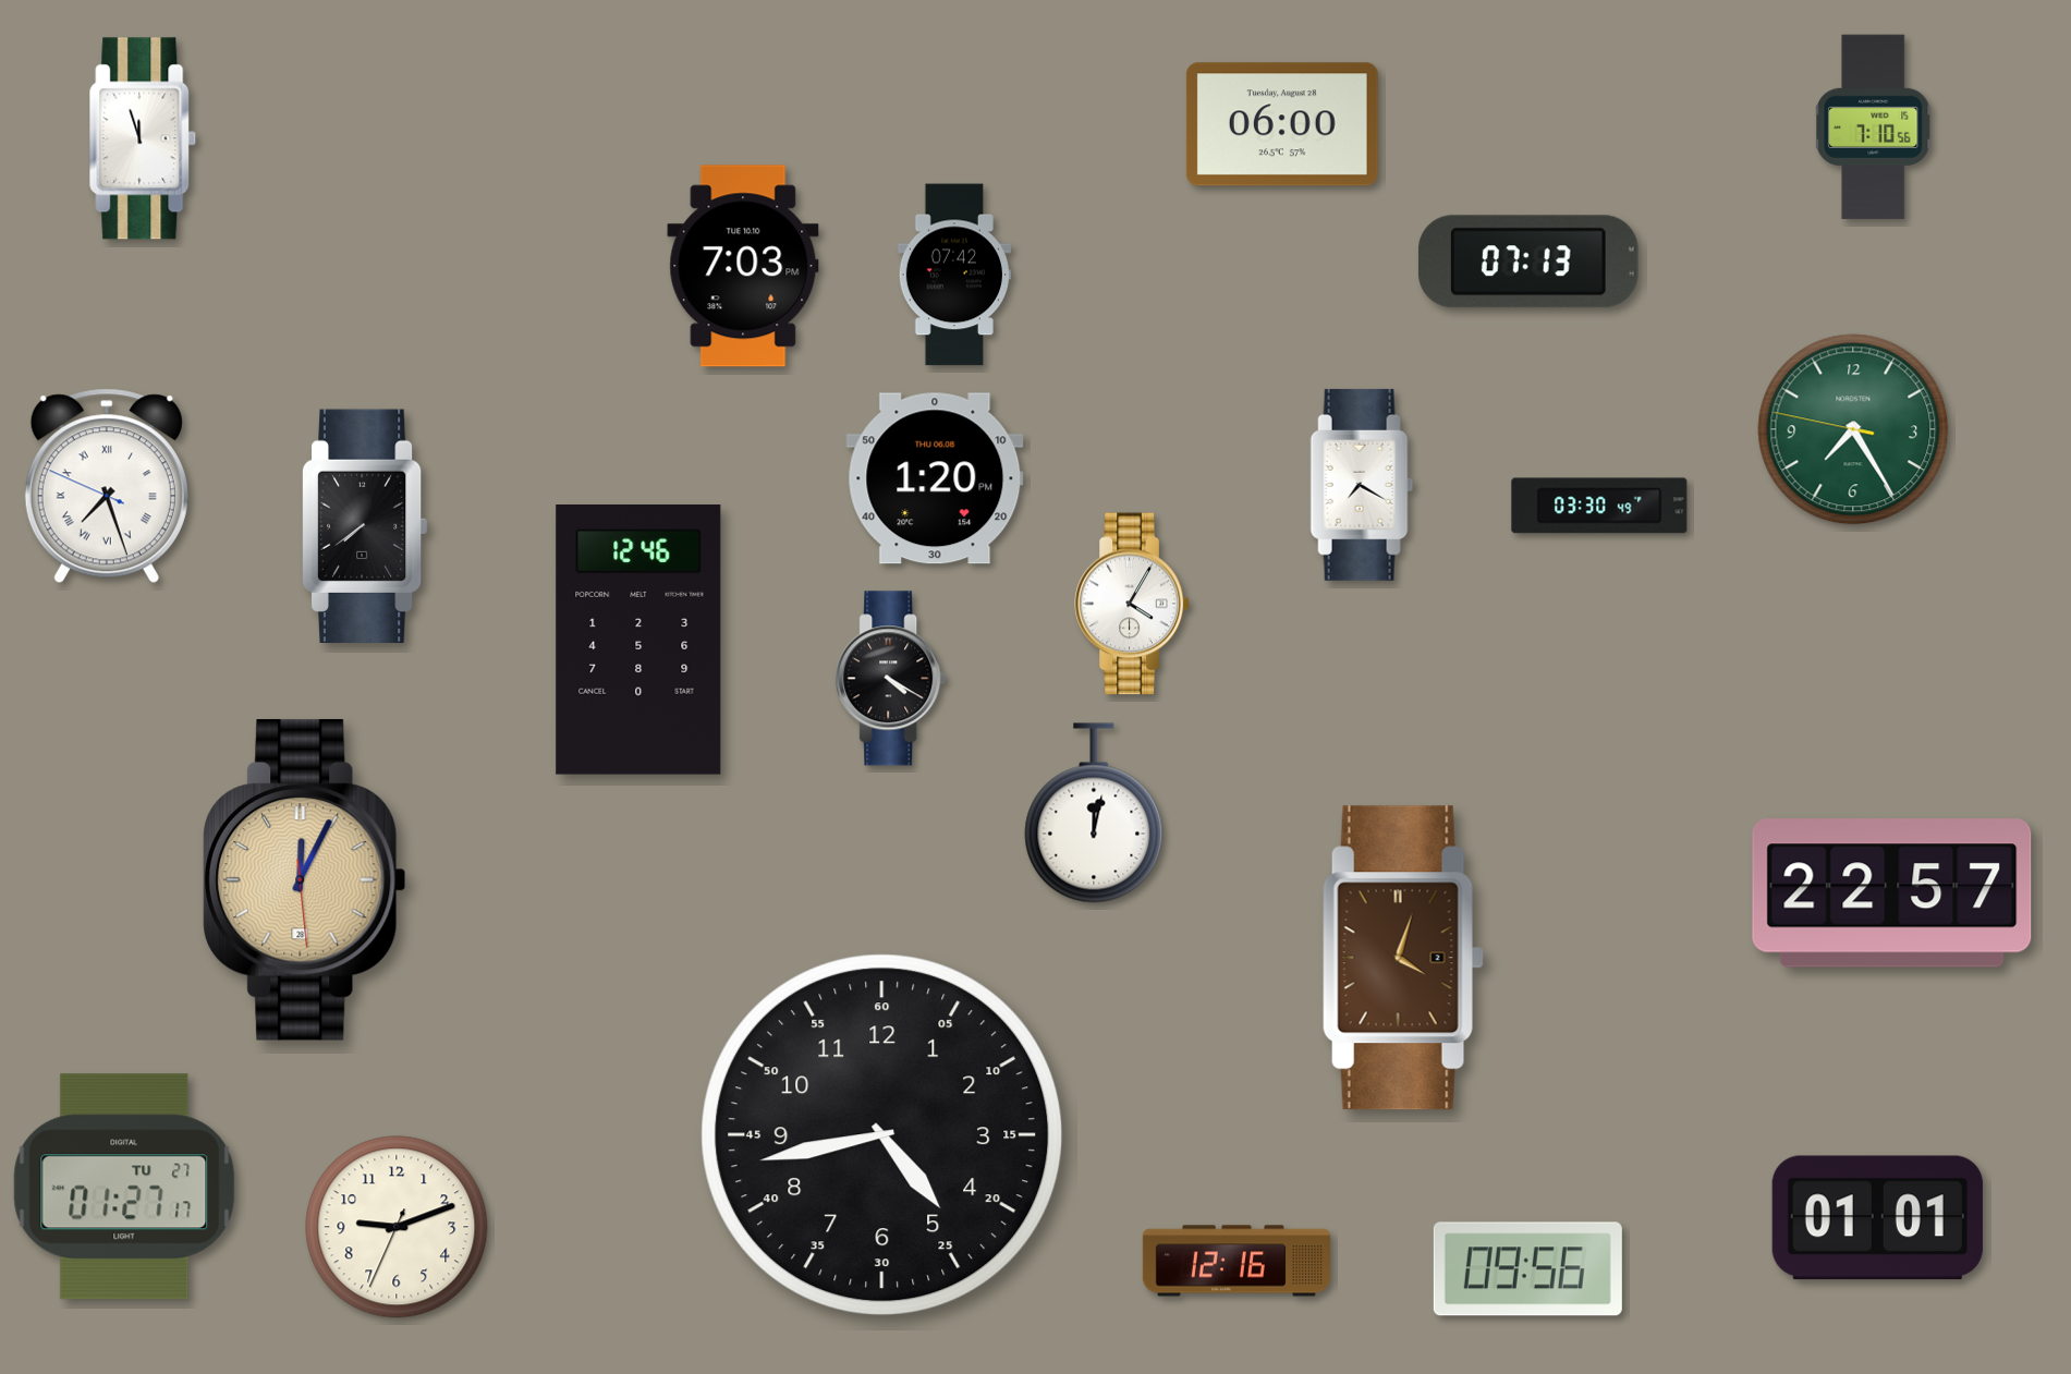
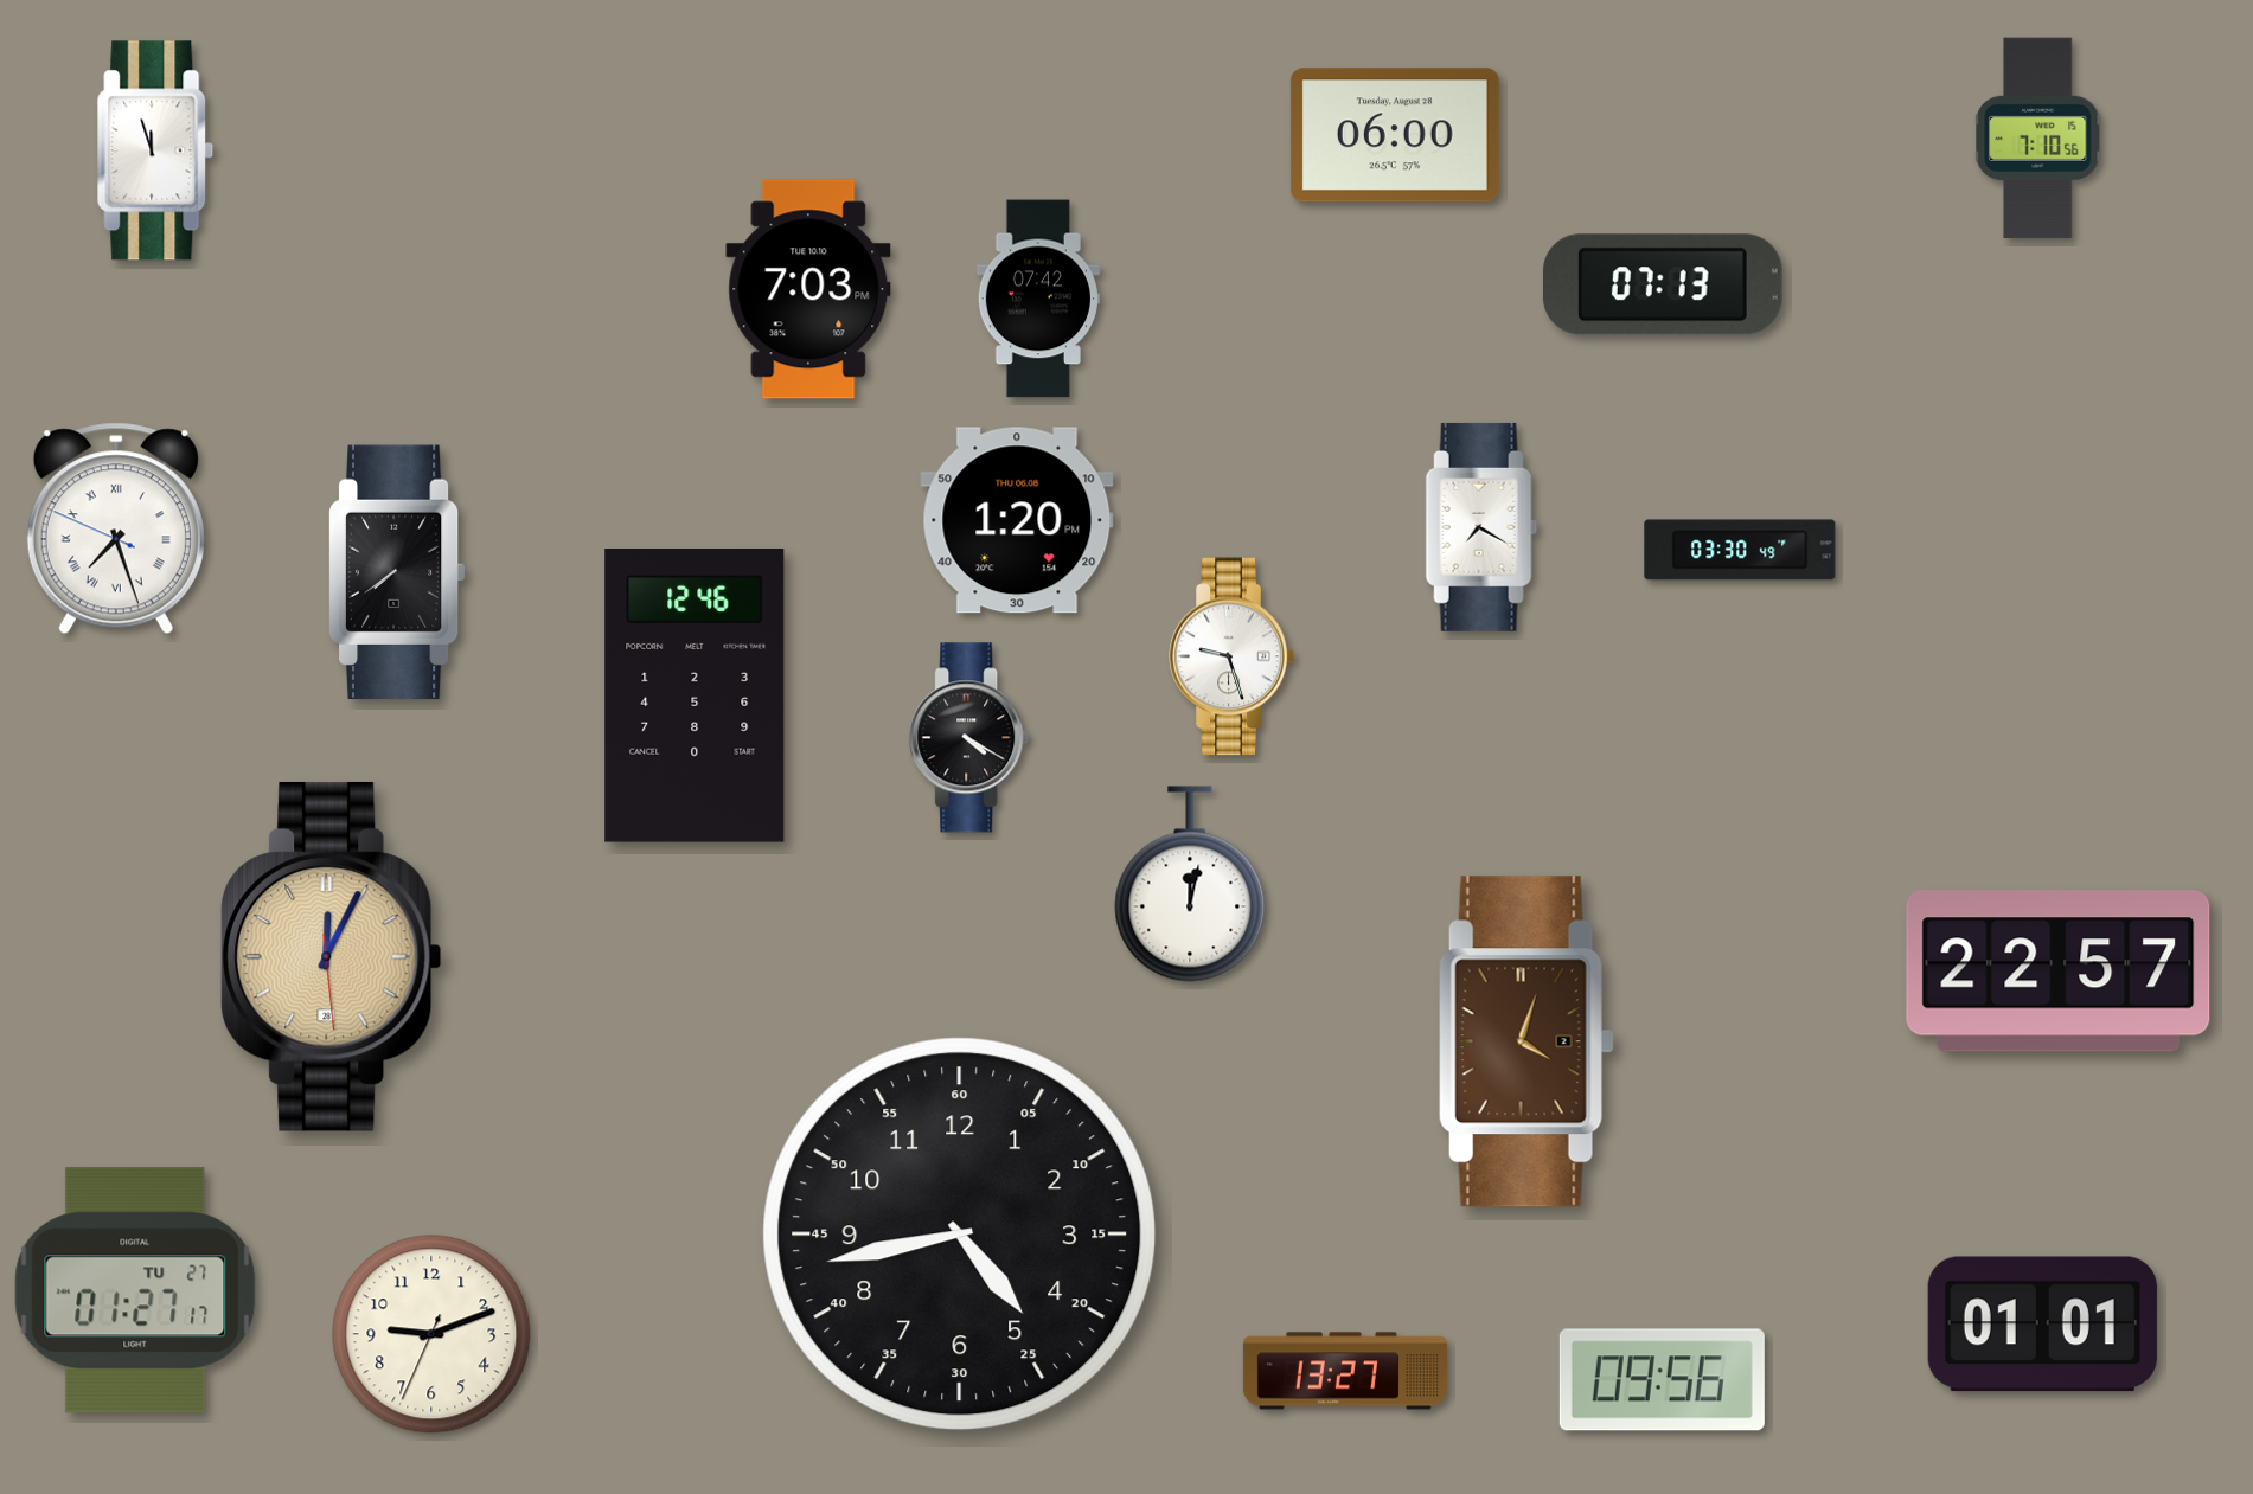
clock at (1853, 429): 7:24 -> none
clock at (1132, 604): 4:05 -> 9:27
clock at (1236, 1261): 12:16 -> 13:27
